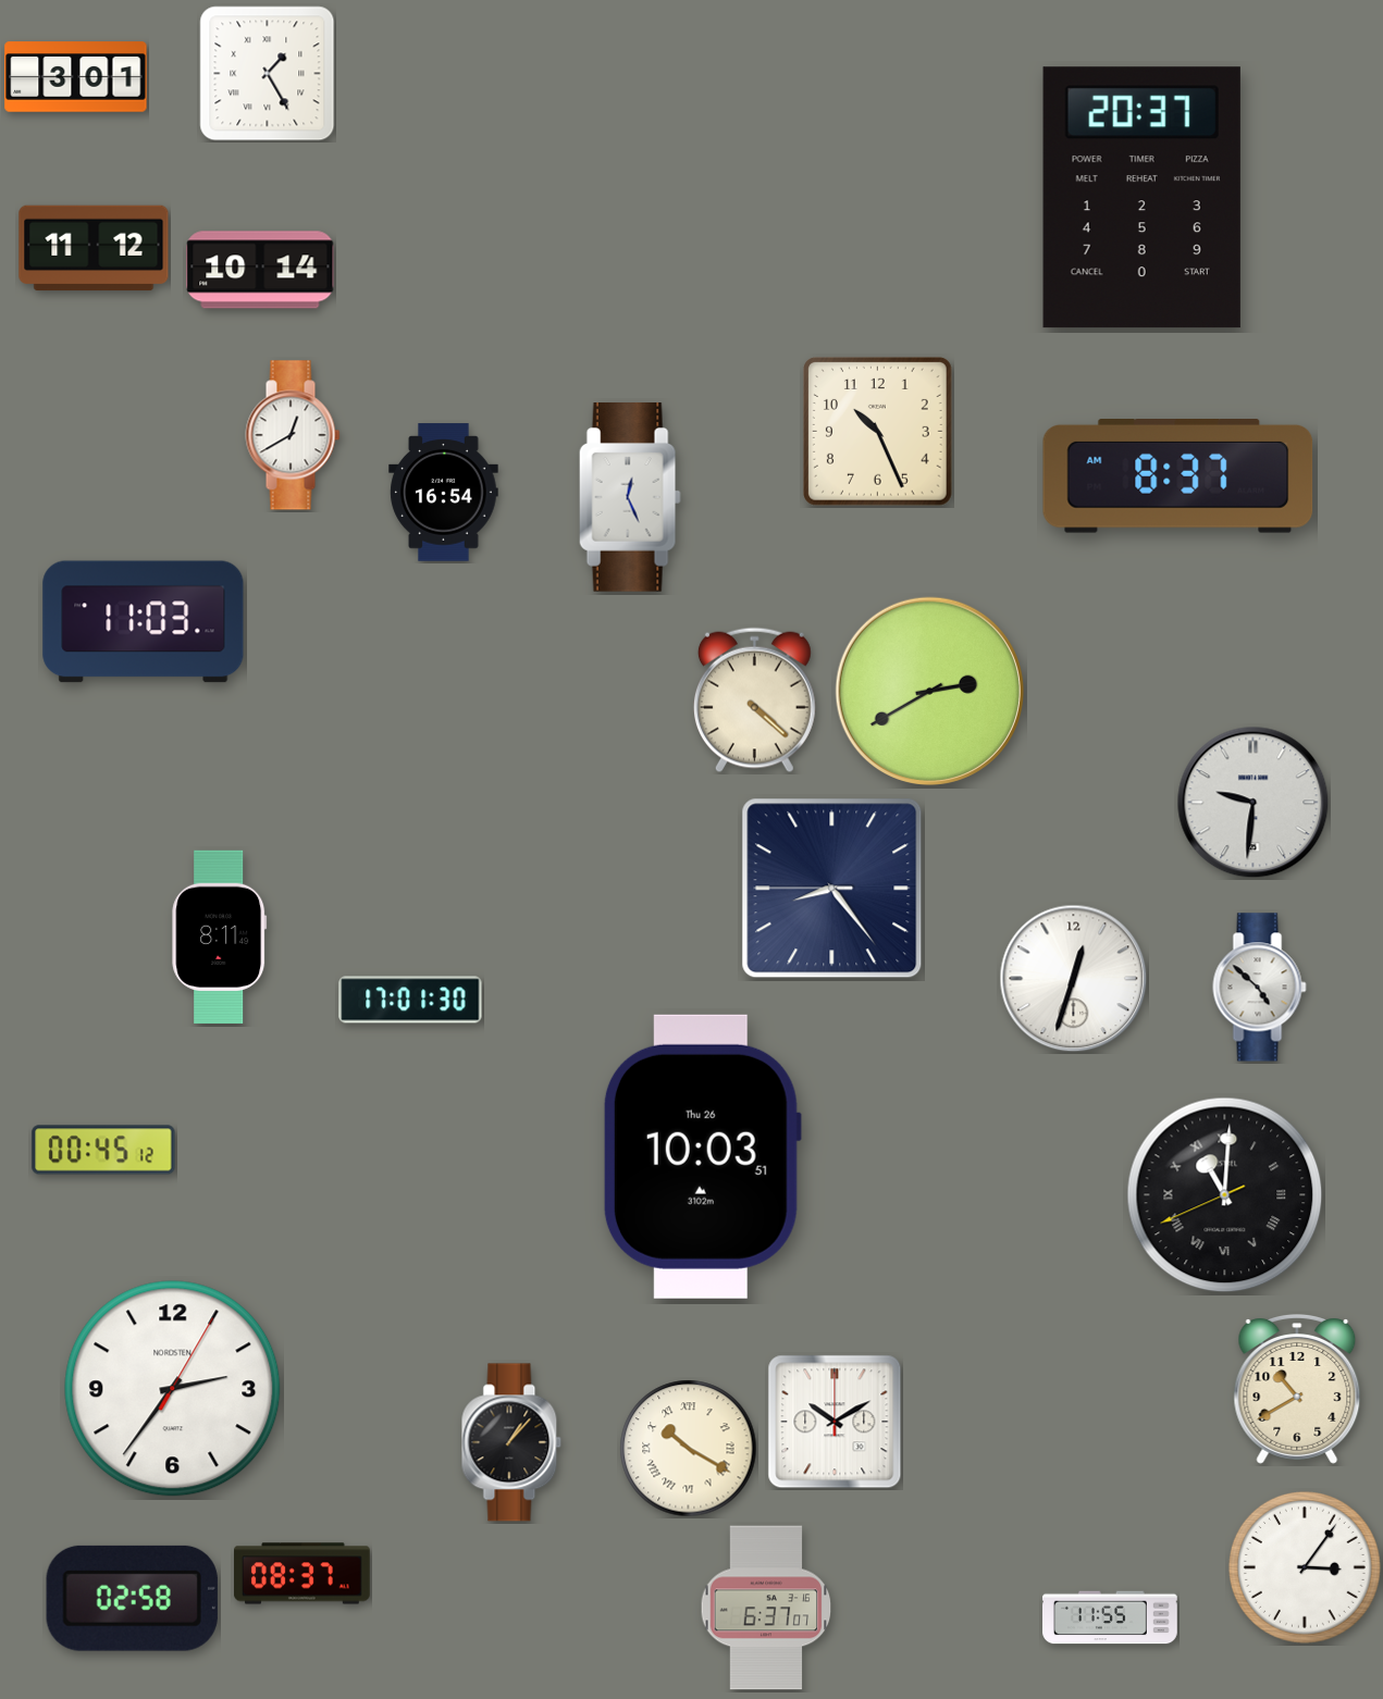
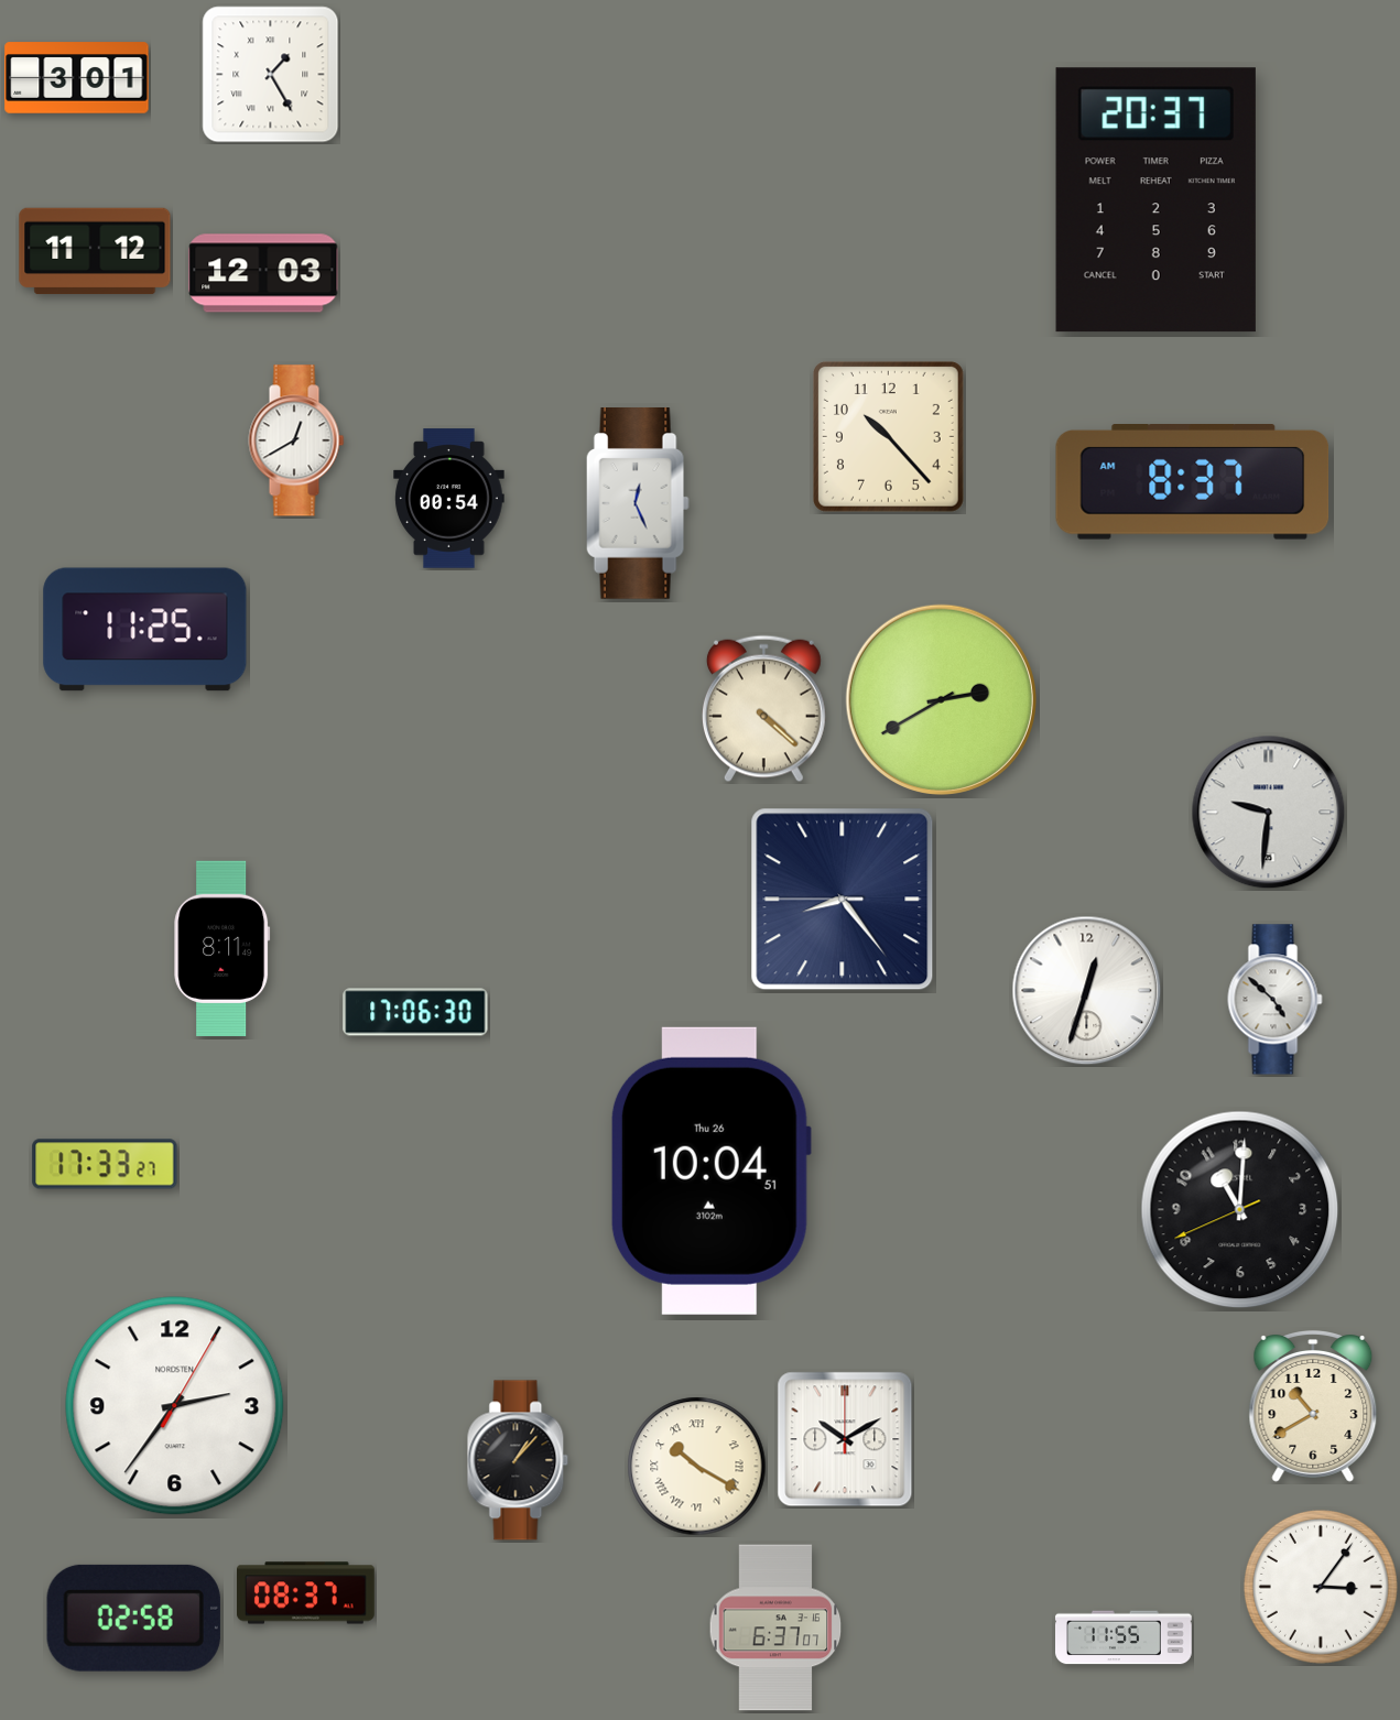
clock at (260, 270): 10:14 -> 12:03
clock at (877, 431): 10:26 -> 10:23
clock at (444, 493): 16:54 -> 00:54
clock at (144, 622): 11:03 -> 11:25
clock at (410, 1000): 17:01 -> 17:06
clock at (103, 1150): 00:45 -> 17:33
clock at (702, 1156): 10:03 -> 10:04
clock at (1225, 1195) numerals: Roman -> Arabic
